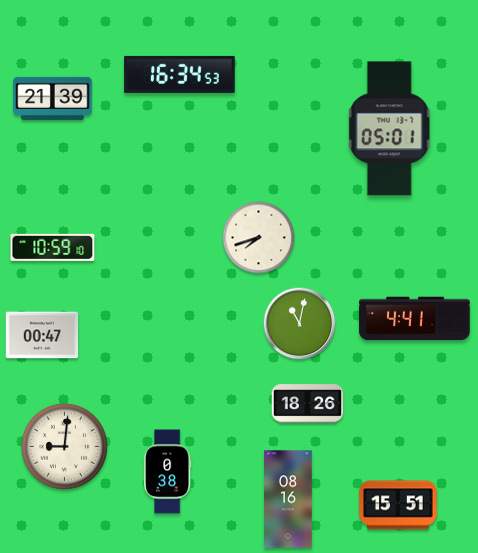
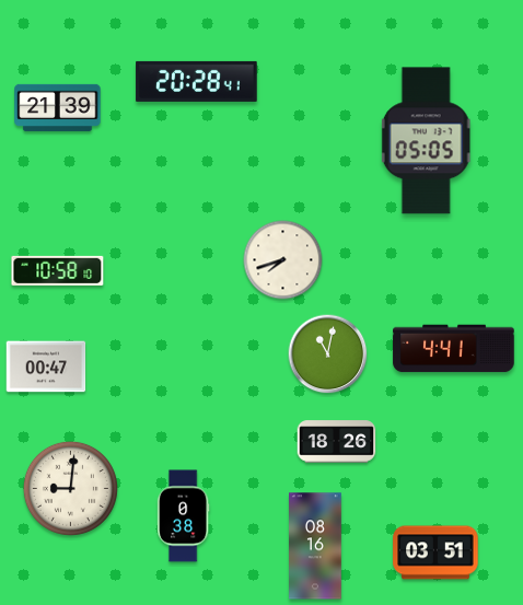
clock at (180, 74): 16:34 -> 20:28
clock at (389, 129): 05:01 -> 05:05
clock at (53, 247): 10:59 -> 10:58
clock at (398, 505): 15:51 -> 03:51
